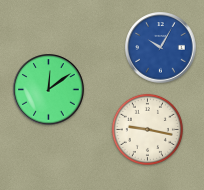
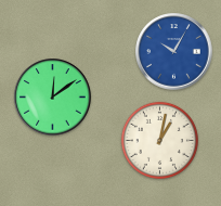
clock at (147, 129): 9:17 -> 1:02
